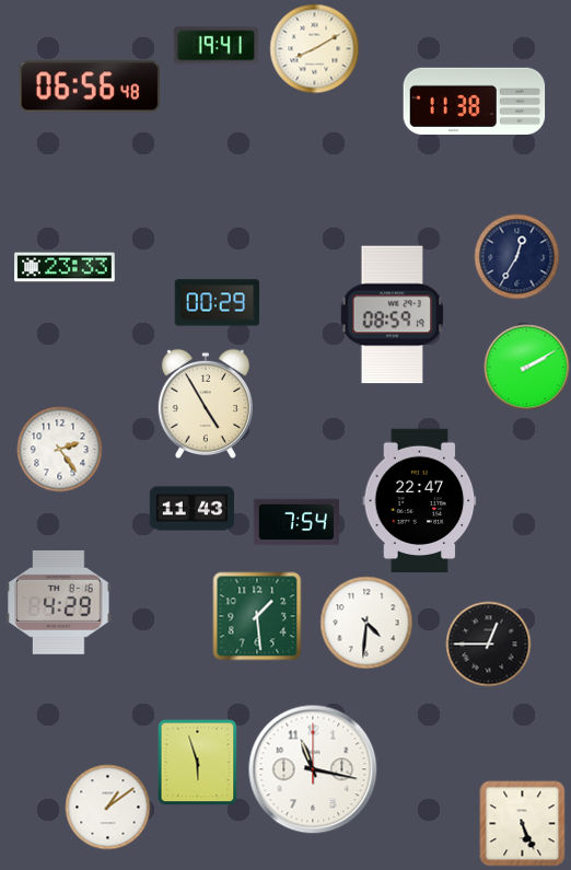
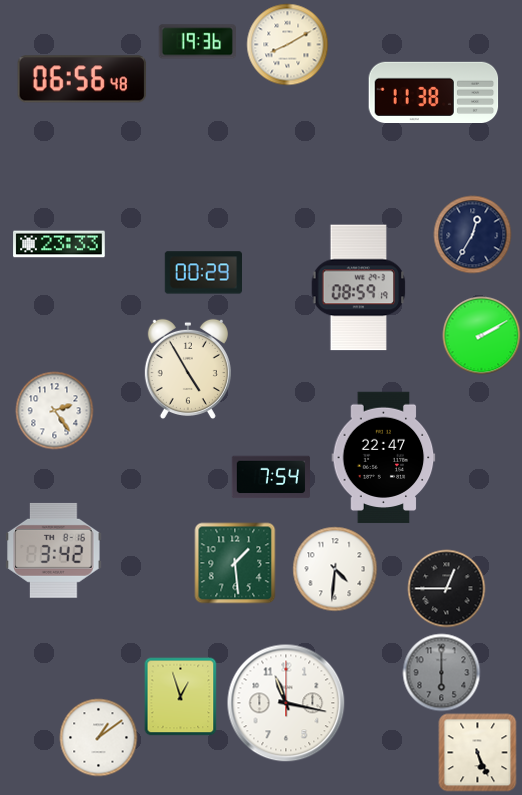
clock at (215, 46): 19:41 -> 19:36
clock at (217, 303) position: (217, 303) -> (203, 273)
clock at (191, 509): 11:43 -> none
clock at (59, 602): 4:29 -> 3:42
clock at (441, 672): none -> 6:00
clock at (198, 762): 5:57 -> 12:57
